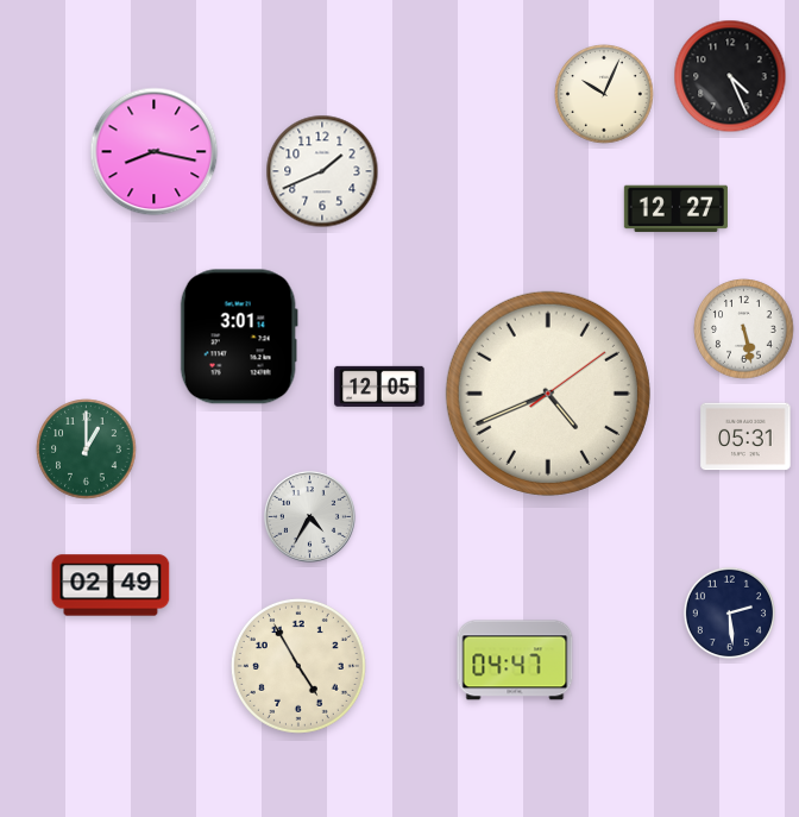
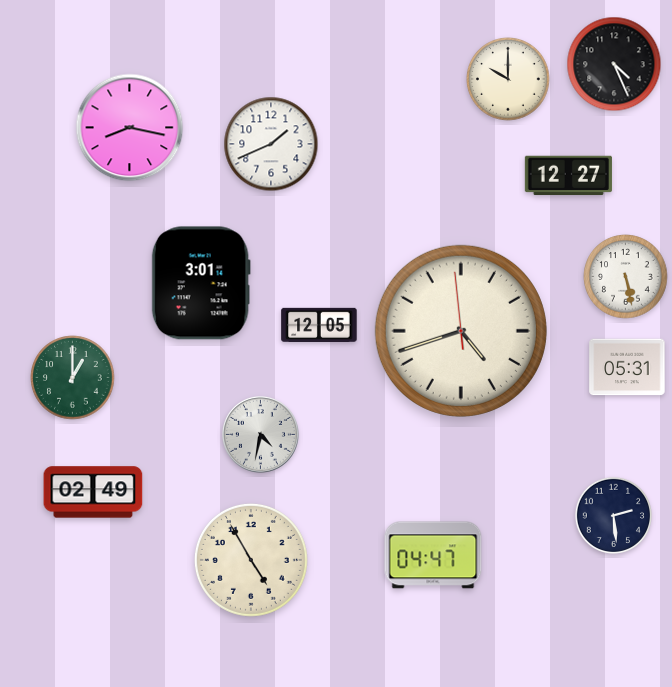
clock at (604, 94): 10:04 -> 10:00
clock at (548, 394): 4:41:09 -> 4:41:59
clock at (309, 516): 4:35 -> 4:32
